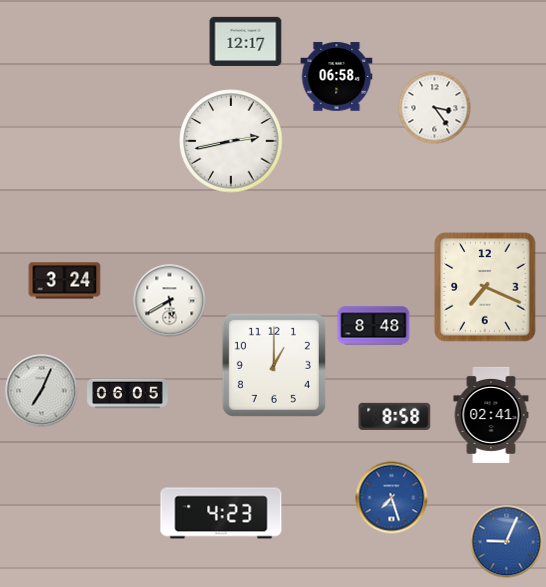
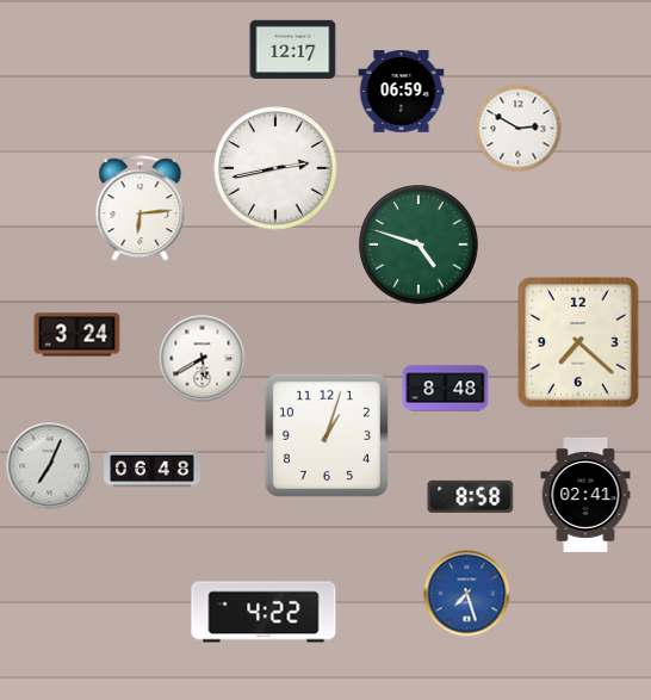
clock at (337, 77): 06:58 -> 06:59
clock at (435, 108): 3:24 -> 2:50
clock at (141, 209): none -> 6:14
clock at (418, 244): none -> 4:48
clock at (485, 287): 7:19 -> 7:22
clock at (274, 365): 1:00 -> 1:03
clock at (128, 394): 06:05 -> 06:48
clock at (221, 513): 4:23 -> 4:22
clock at (507, 542): 9:04 -> none
